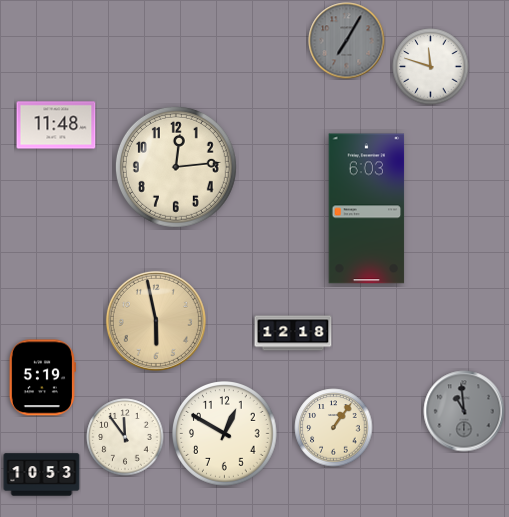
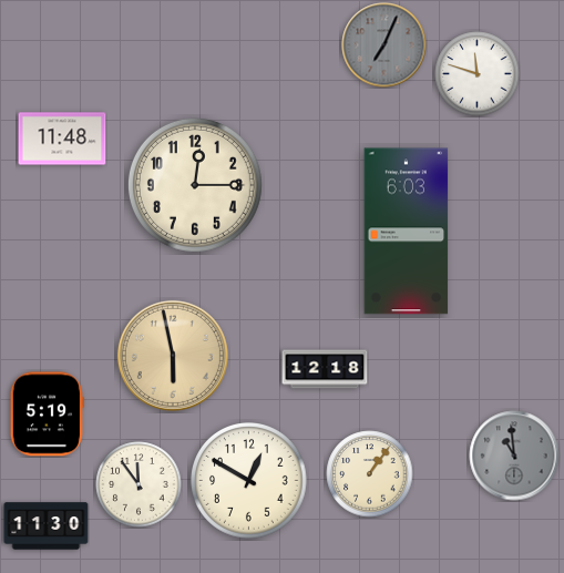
clock at (347, 41): 7:05 -> 7:04
clock at (176, 167): 12:14 -> 12:15
clock at (42, 378) position: (42, 378) -> (47, 415)
clock at (42, 475): 10:53 -> 11:30
